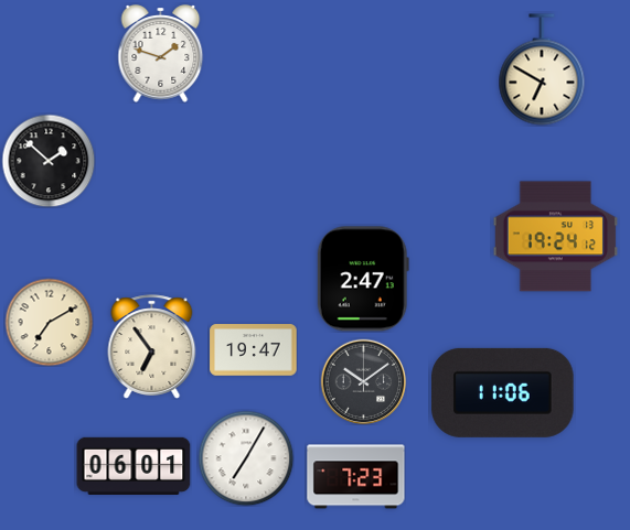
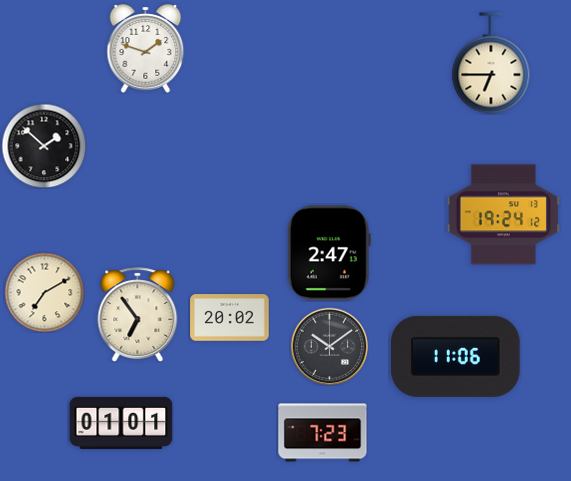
clock at (542, 69): 6:50 -> 6:45
clock at (254, 350): 19:47 -> 20:02
clock at (246, 458): 7:05 -> none
clock at (134, 466): 06:01 -> 01:01
